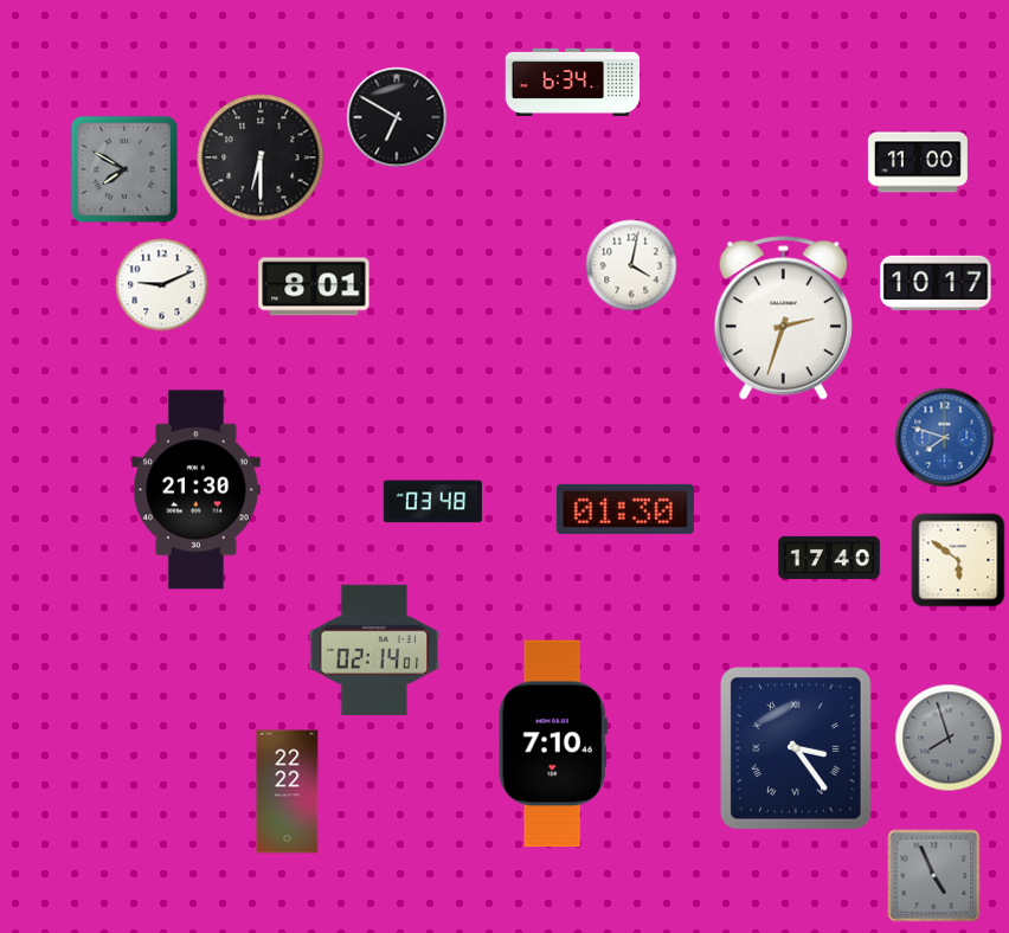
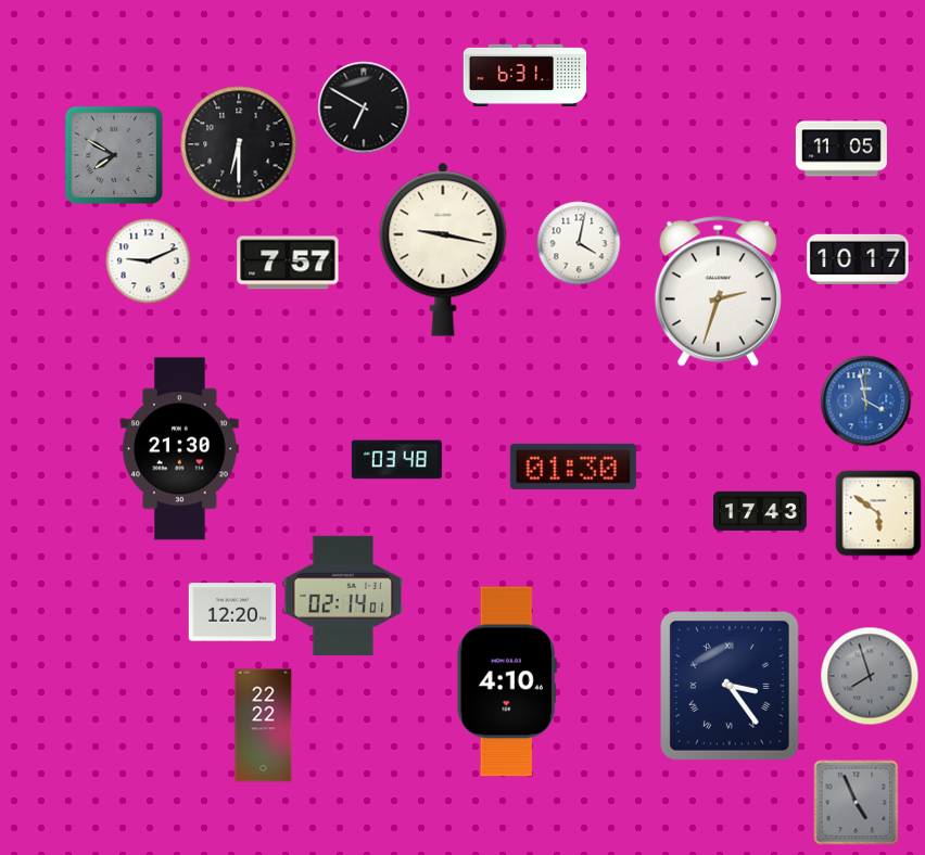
clock at (573, 82): 6:34 -> 6:31
clock at (918, 162): 11:00 -> 11:05
clock at (443, 250): none -> 9:17
clock at (314, 287): 8:01 -> 7:57
clock at (945, 438): 7:48 -> 3:58
clock at (830, 558): 17:40 -> 17:43
clock at (231, 612): none -> 12:20
clock at (553, 744): 7:10 -> 4:10
